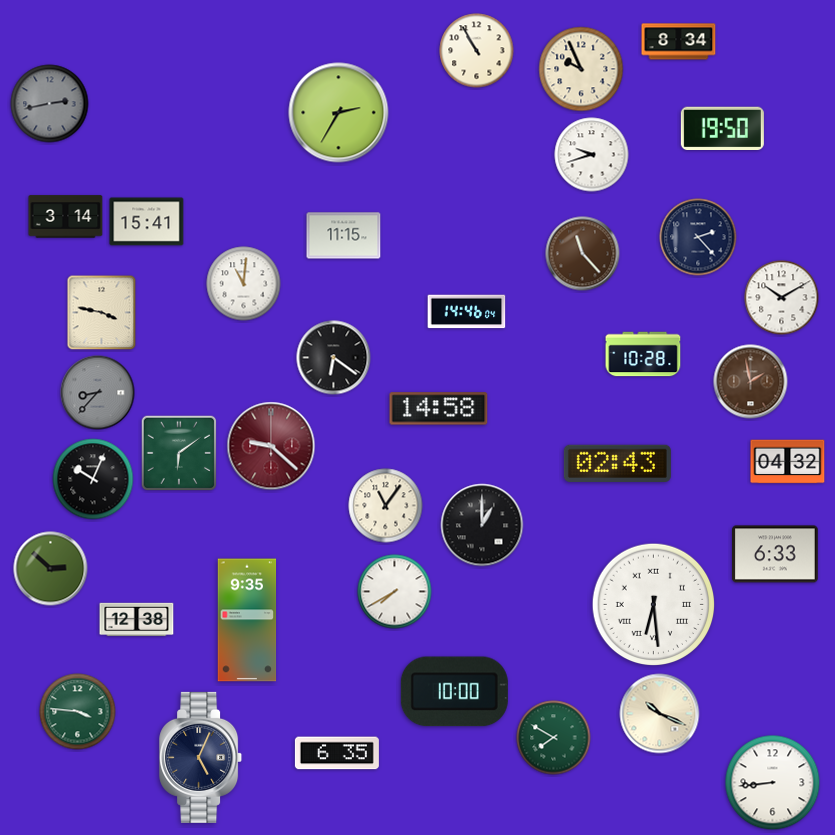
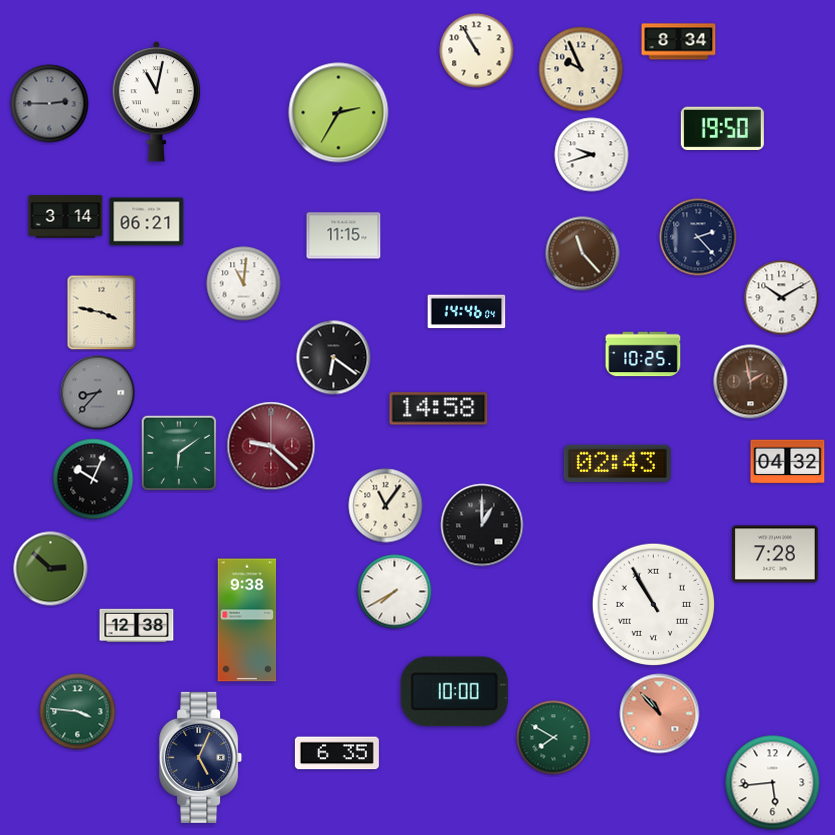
clock at (156, 102): none -> 11:02
clock at (50, 104): 2:43 -> 2:45
clock at (147, 222): 15:41 -> 06:21
clock at (643, 354): 10:28 -> 10:25
clock at (776, 554): 6:33 -> 7:28
clock at (654, 605): 6:29 -> 10:55
clock at (137, 620) position: (137, 620) -> (137, 626)
clock at (247, 620): 9:35 -> 9:38
clock at (660, 714): 10:19 -> 10:53
clock at (660, 714) dial: cream -> salmon
clock at (773, 783): 8:44 -> 5:44
